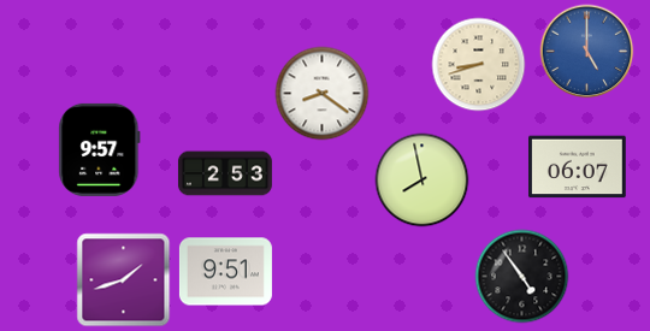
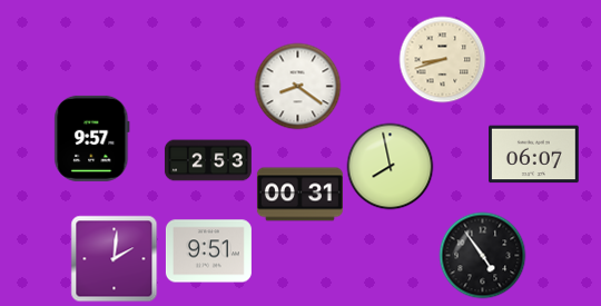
clock at (586, 51): 5:00 -> none
clock at (299, 195): none -> 00:31
clock at (123, 279): 1:42 -> 2:01
